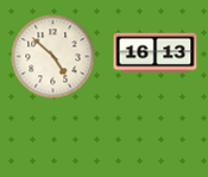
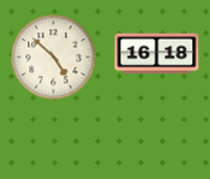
clock at (156, 53): 16:13 -> 16:18
